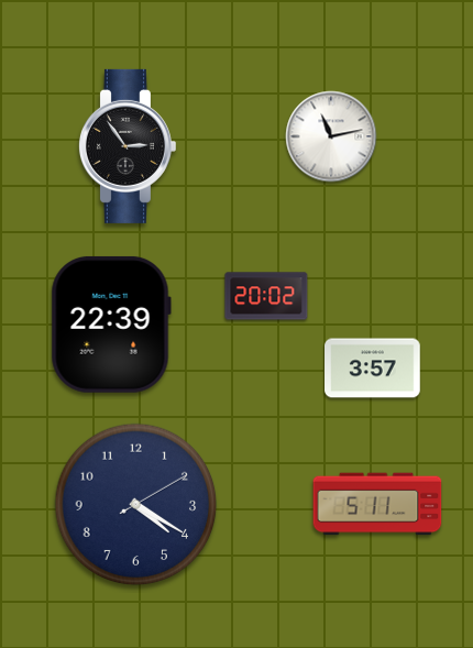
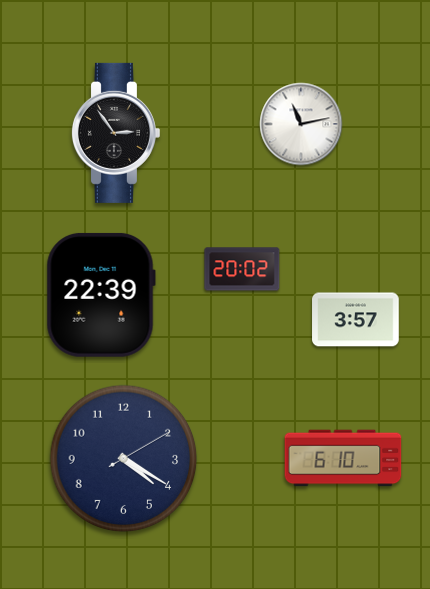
clock at (373, 369) position: (373, 369) -> (356, 320)
clock at (377, 504): 5:11 -> 6:10
